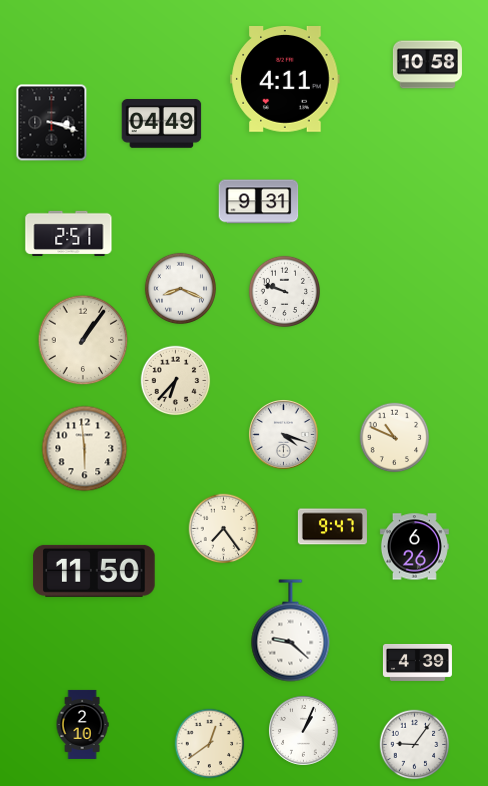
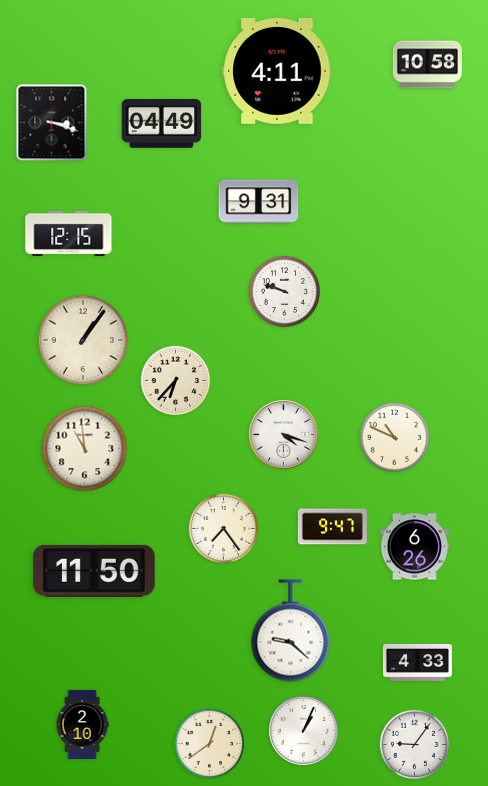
clock at (285, 80) position: (285, 80) -> (277, 72)
clock at (69, 233): 2:51 -> 12:15
clock at (180, 288): 8:19 -> none
clock at (85, 449): 5:59 -> 10:59
clock at (417, 662): 4:39 -> 4:33
